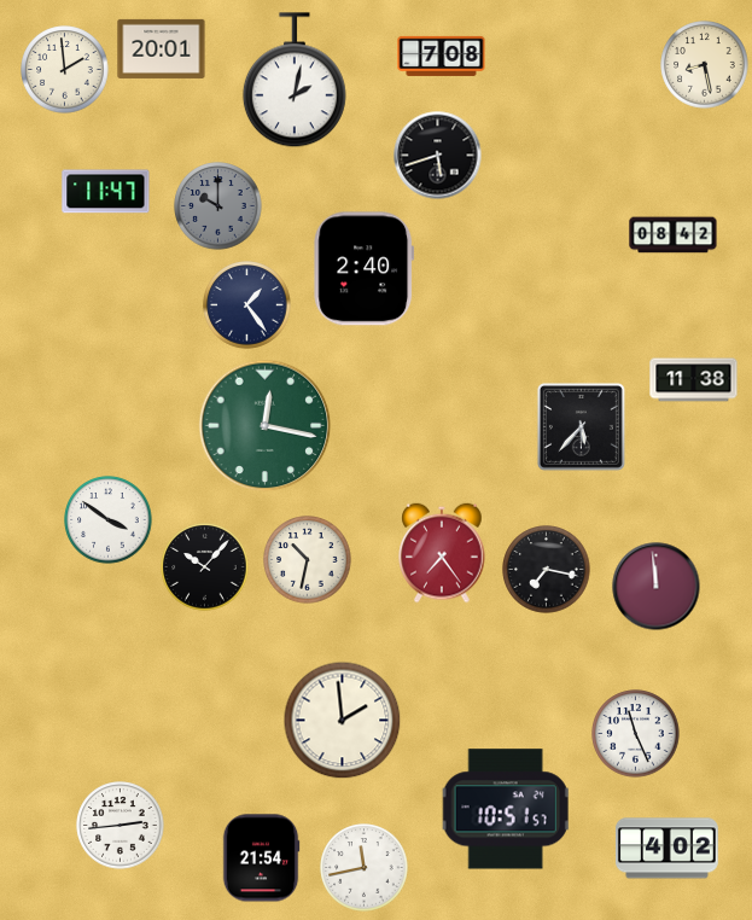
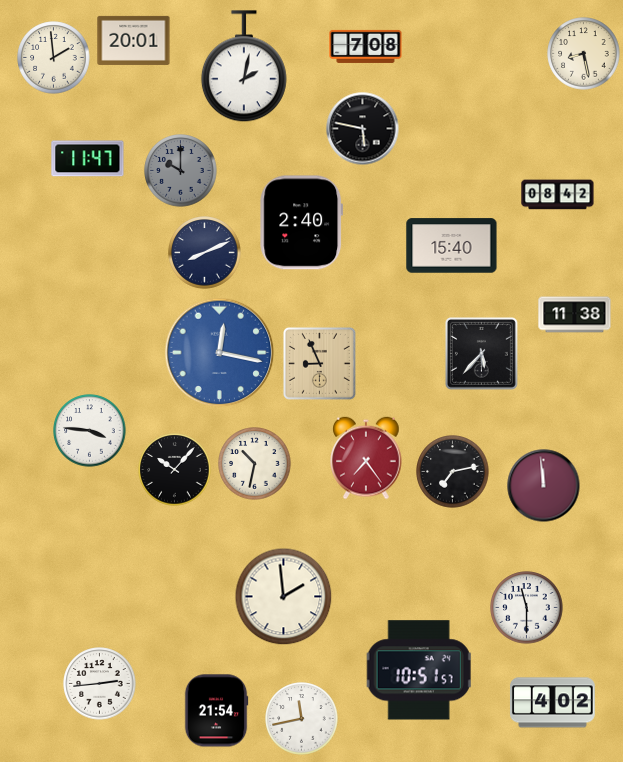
clock at (438, 156): 5:42 -> 5:47
clock at (452, 246): none -> 15:40
clock at (247, 305): 1:24 -> 8:11
clock at (266, 426) dial: green -> blue
clock at (319, 363): none -> 8:56
clock at (109, 520): 3:51 -> 3:46
clock at (205, 567) position: (205, 567) -> (175, 470)
clock at (547, 570): 7:17 -> 7:13
clock at (636, 734): 11:26 -> 11:30
